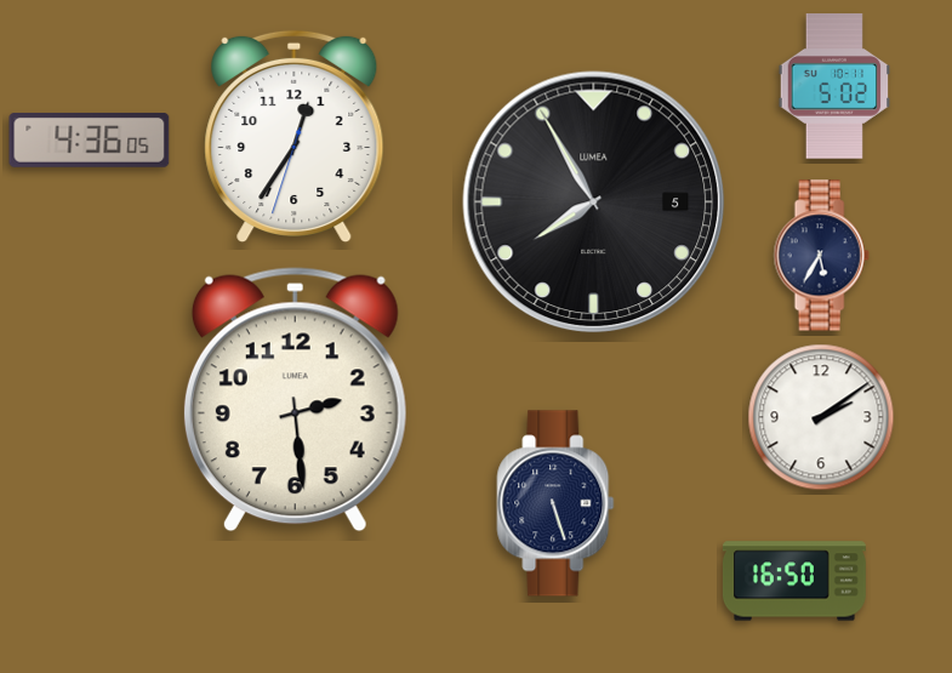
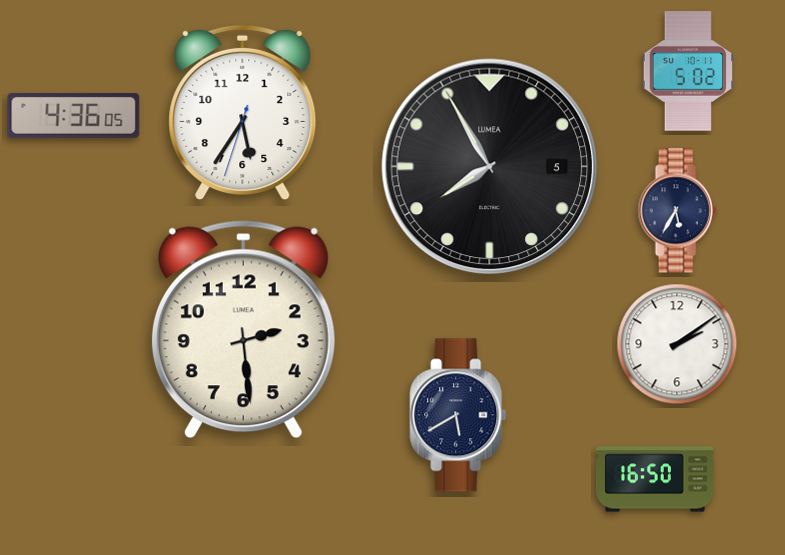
clock at (295, 137): 12:35 -> 5:35
clock at (555, 503): 5:27 -> 5:40
